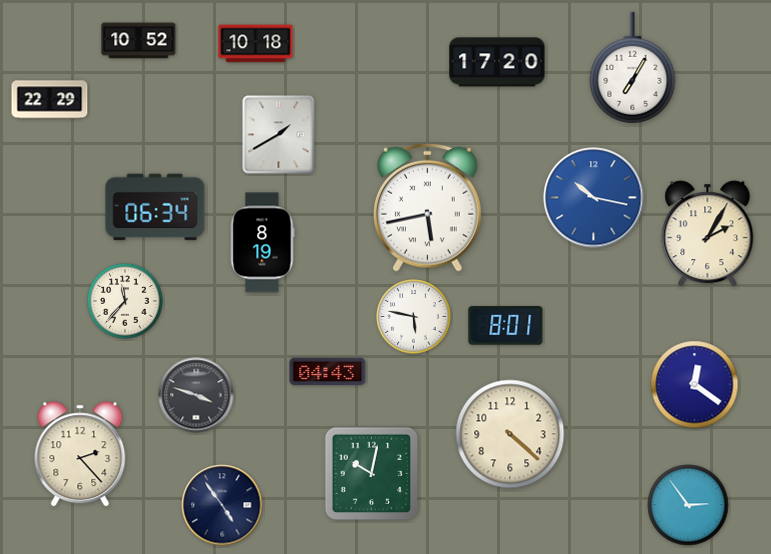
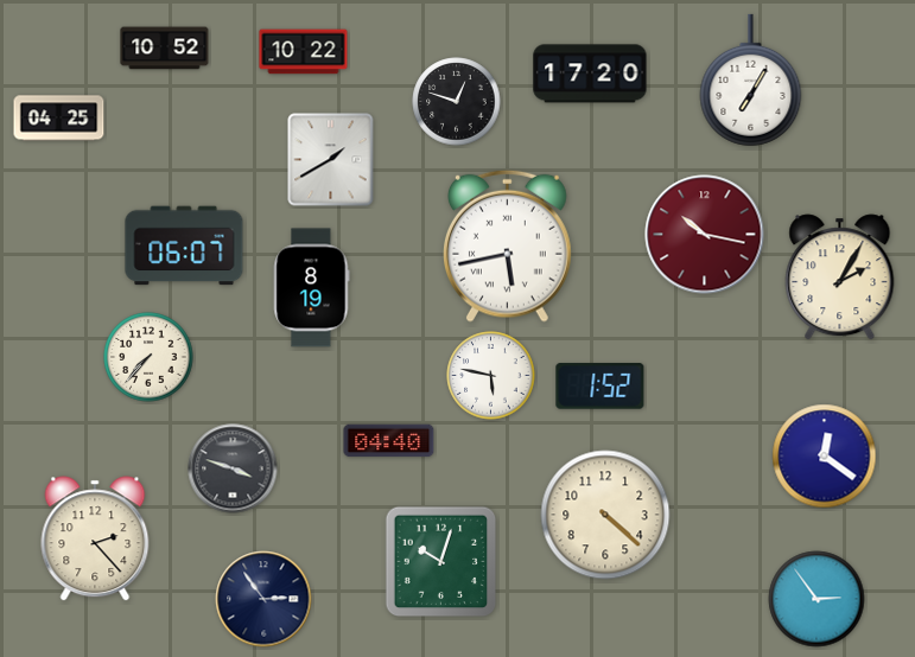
clock at (256, 44): 10:18 -> 10:22
clock at (457, 102): none -> 12:48
clock at (50, 100): 22:29 -> 04:25
clock at (594, 198) dial: blue -> burgundy
clock at (155, 207): 06:34 -> 06:07
clock at (125, 301): 11:37 -> 7:37
clock at (506, 326): 8:01 -> 1:52
clock at (328, 372): 04:43 -> 04:40
clock at (372, 474): 10:02 -> 10:03
clock at (222, 505): 4:54 -> 2:54
